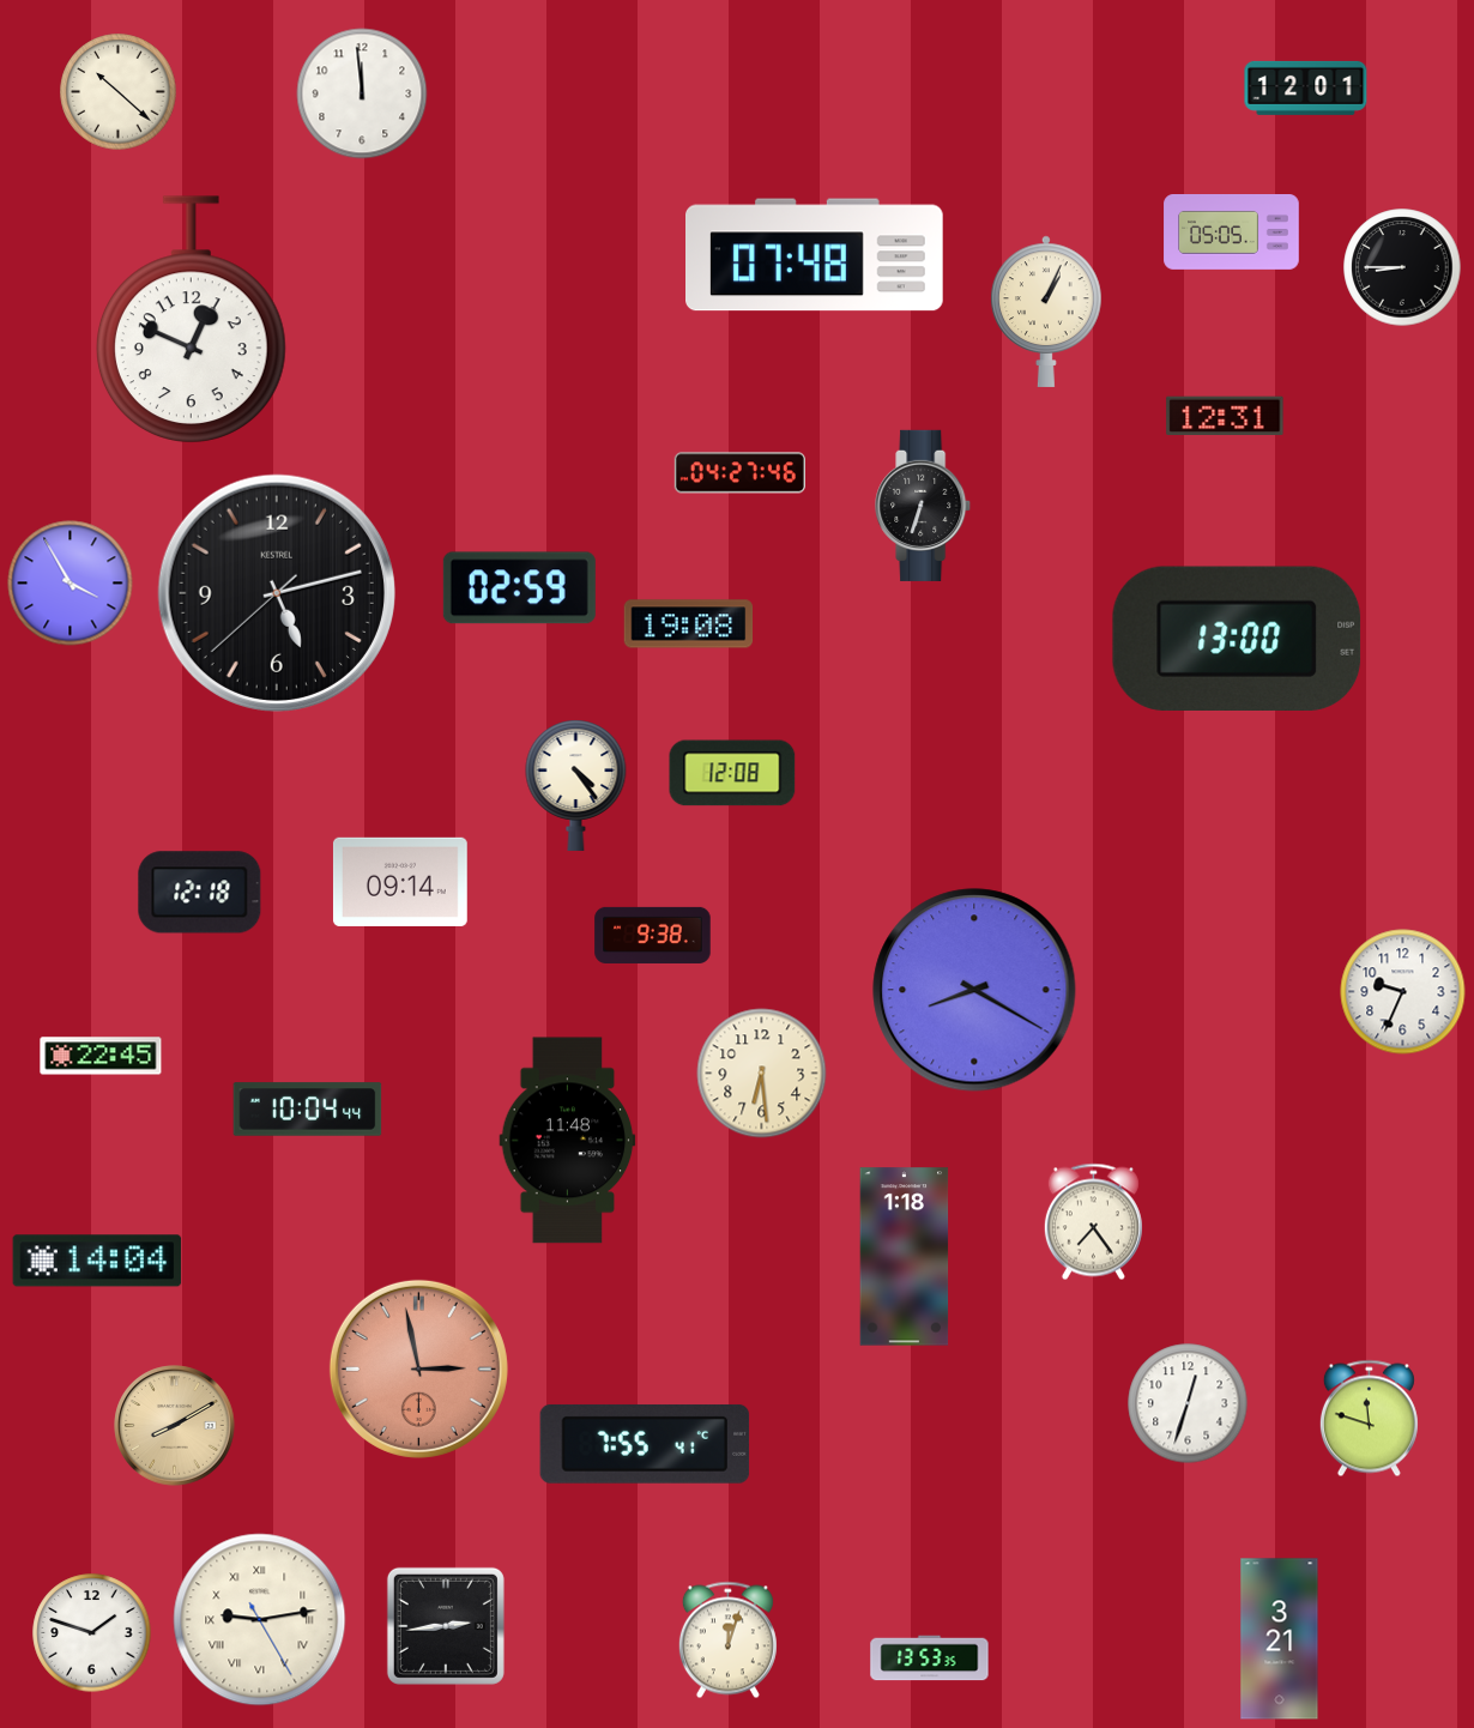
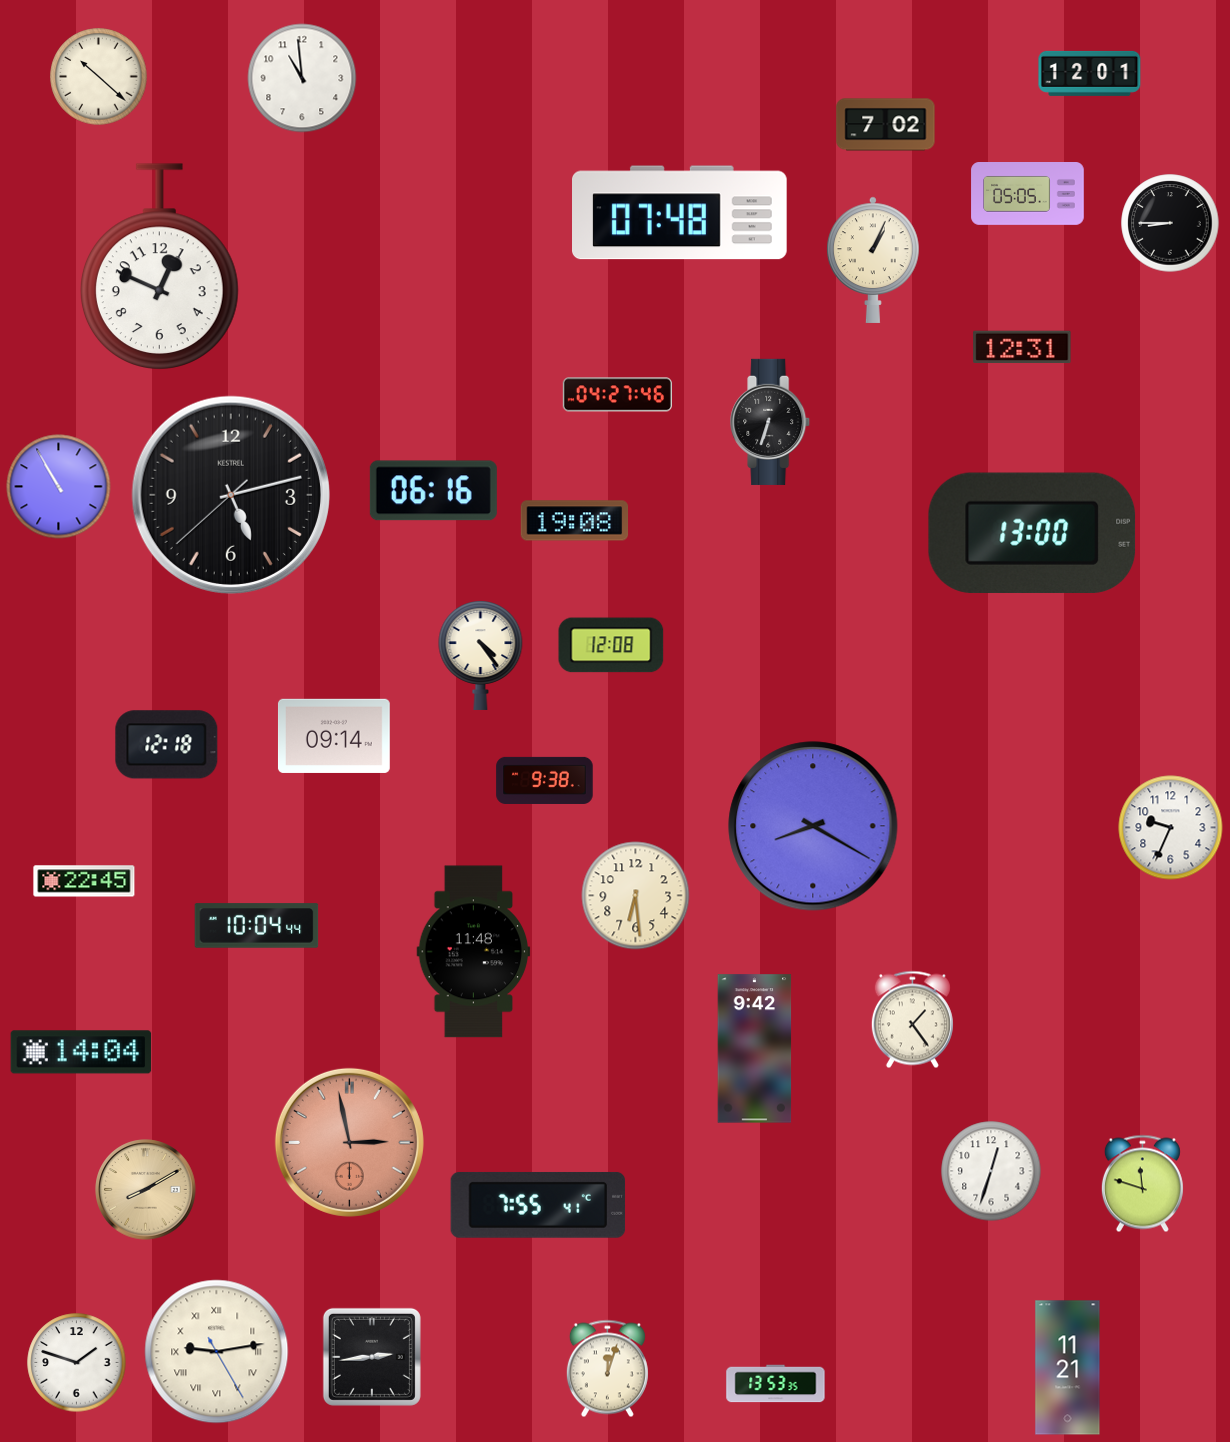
clock at (362, 93): 11:59 -> 10:59
clock at (886, 125): none -> 7:02
clock at (71, 584): 3:55 -> 10:55
clock at (519, 588): 02:59 -> 06:16
clock at (1093, 1222): 7:24 -> 1:24
clock at (905, 1257): 1:18 -> 9:42
clock at (1280, 1639): 3:21 -> 11:21
